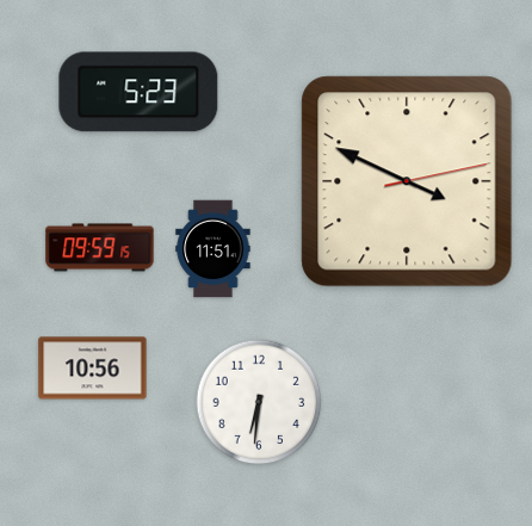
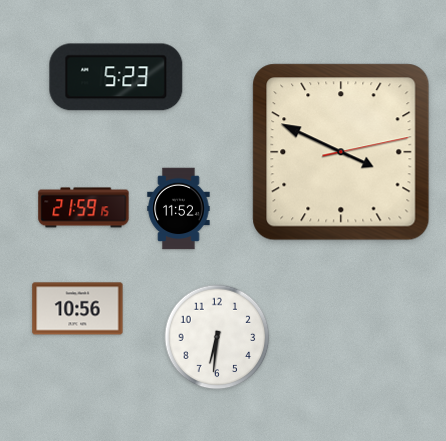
clock at (100, 248): 09:59 -> 21:59
clock at (214, 249): 11:51 -> 11:52
